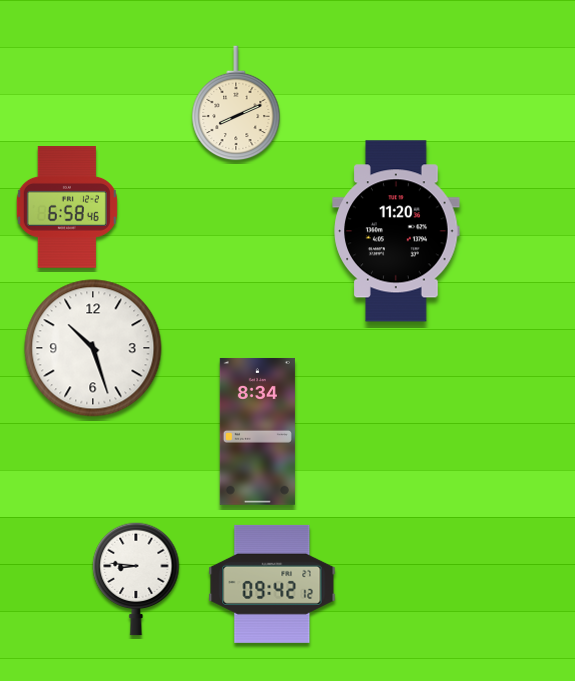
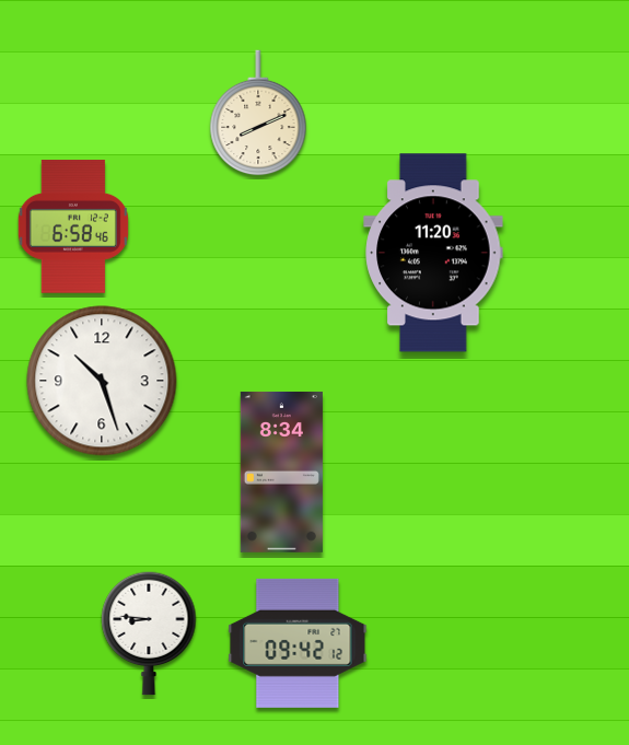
clock at (272, 584) position: (272, 584) -> (298, 643)
